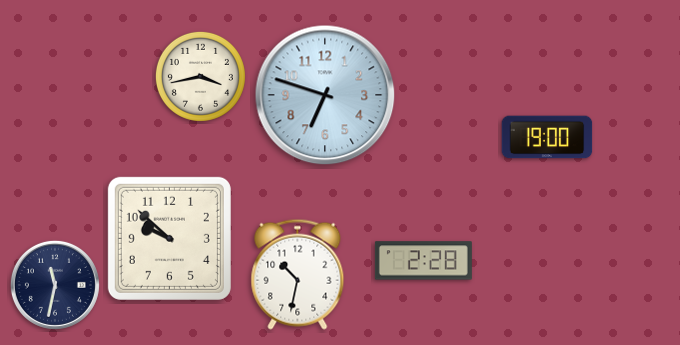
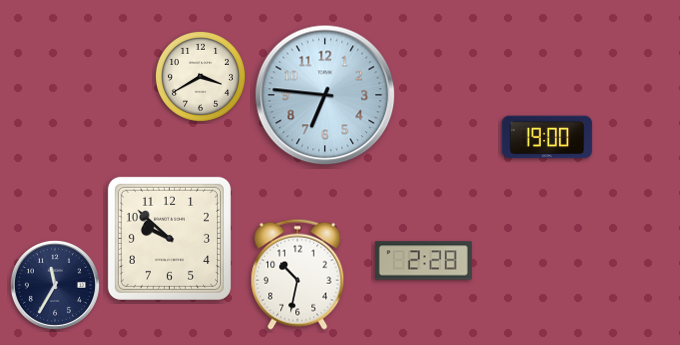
clock at (200, 76): 3:43 -> 3:40
clock at (325, 95): 6:48 -> 6:46
clock at (55, 285): 11:32 -> 11:35
